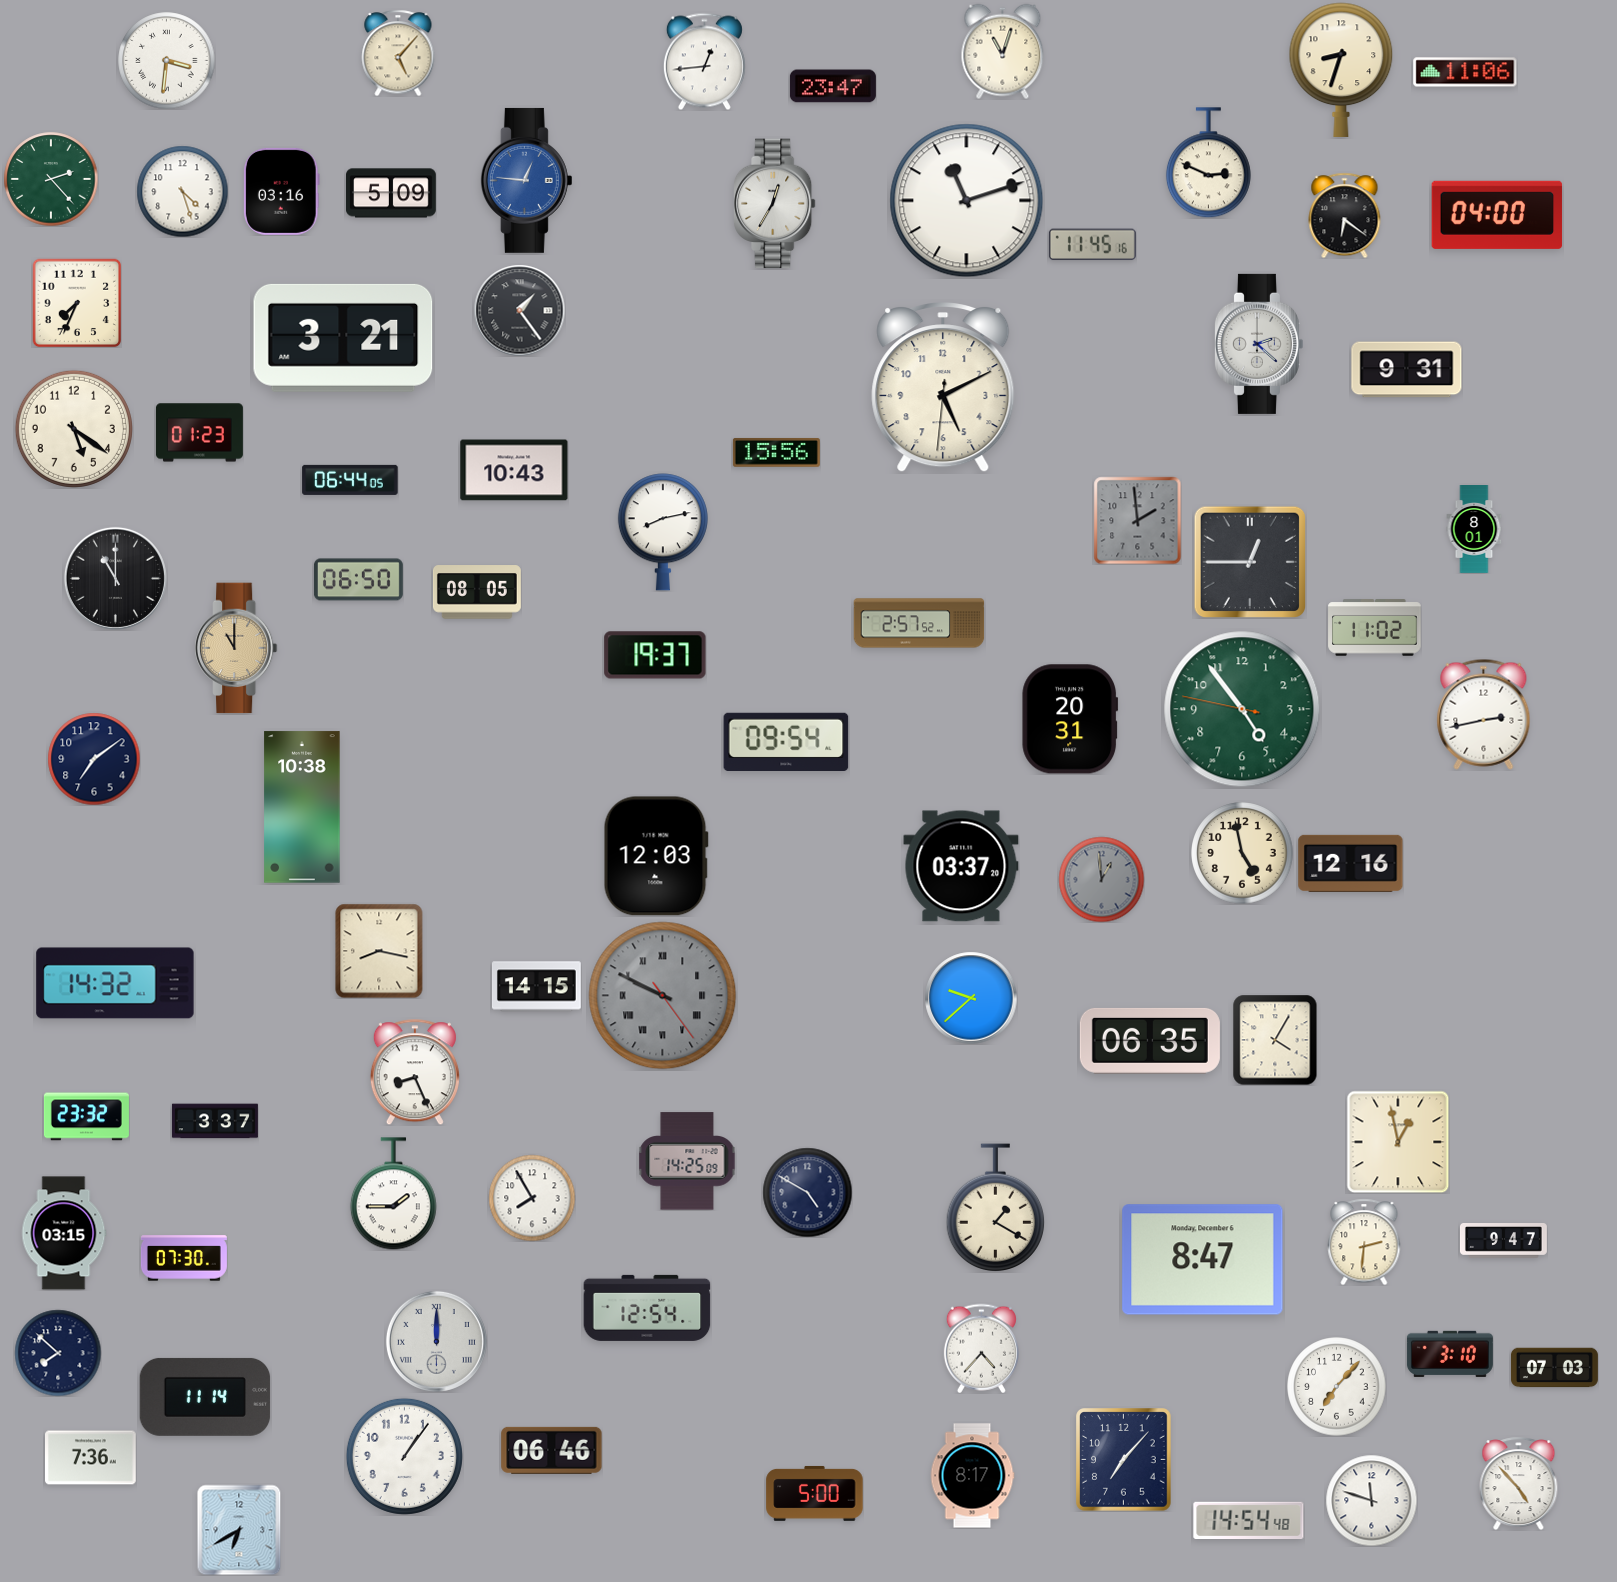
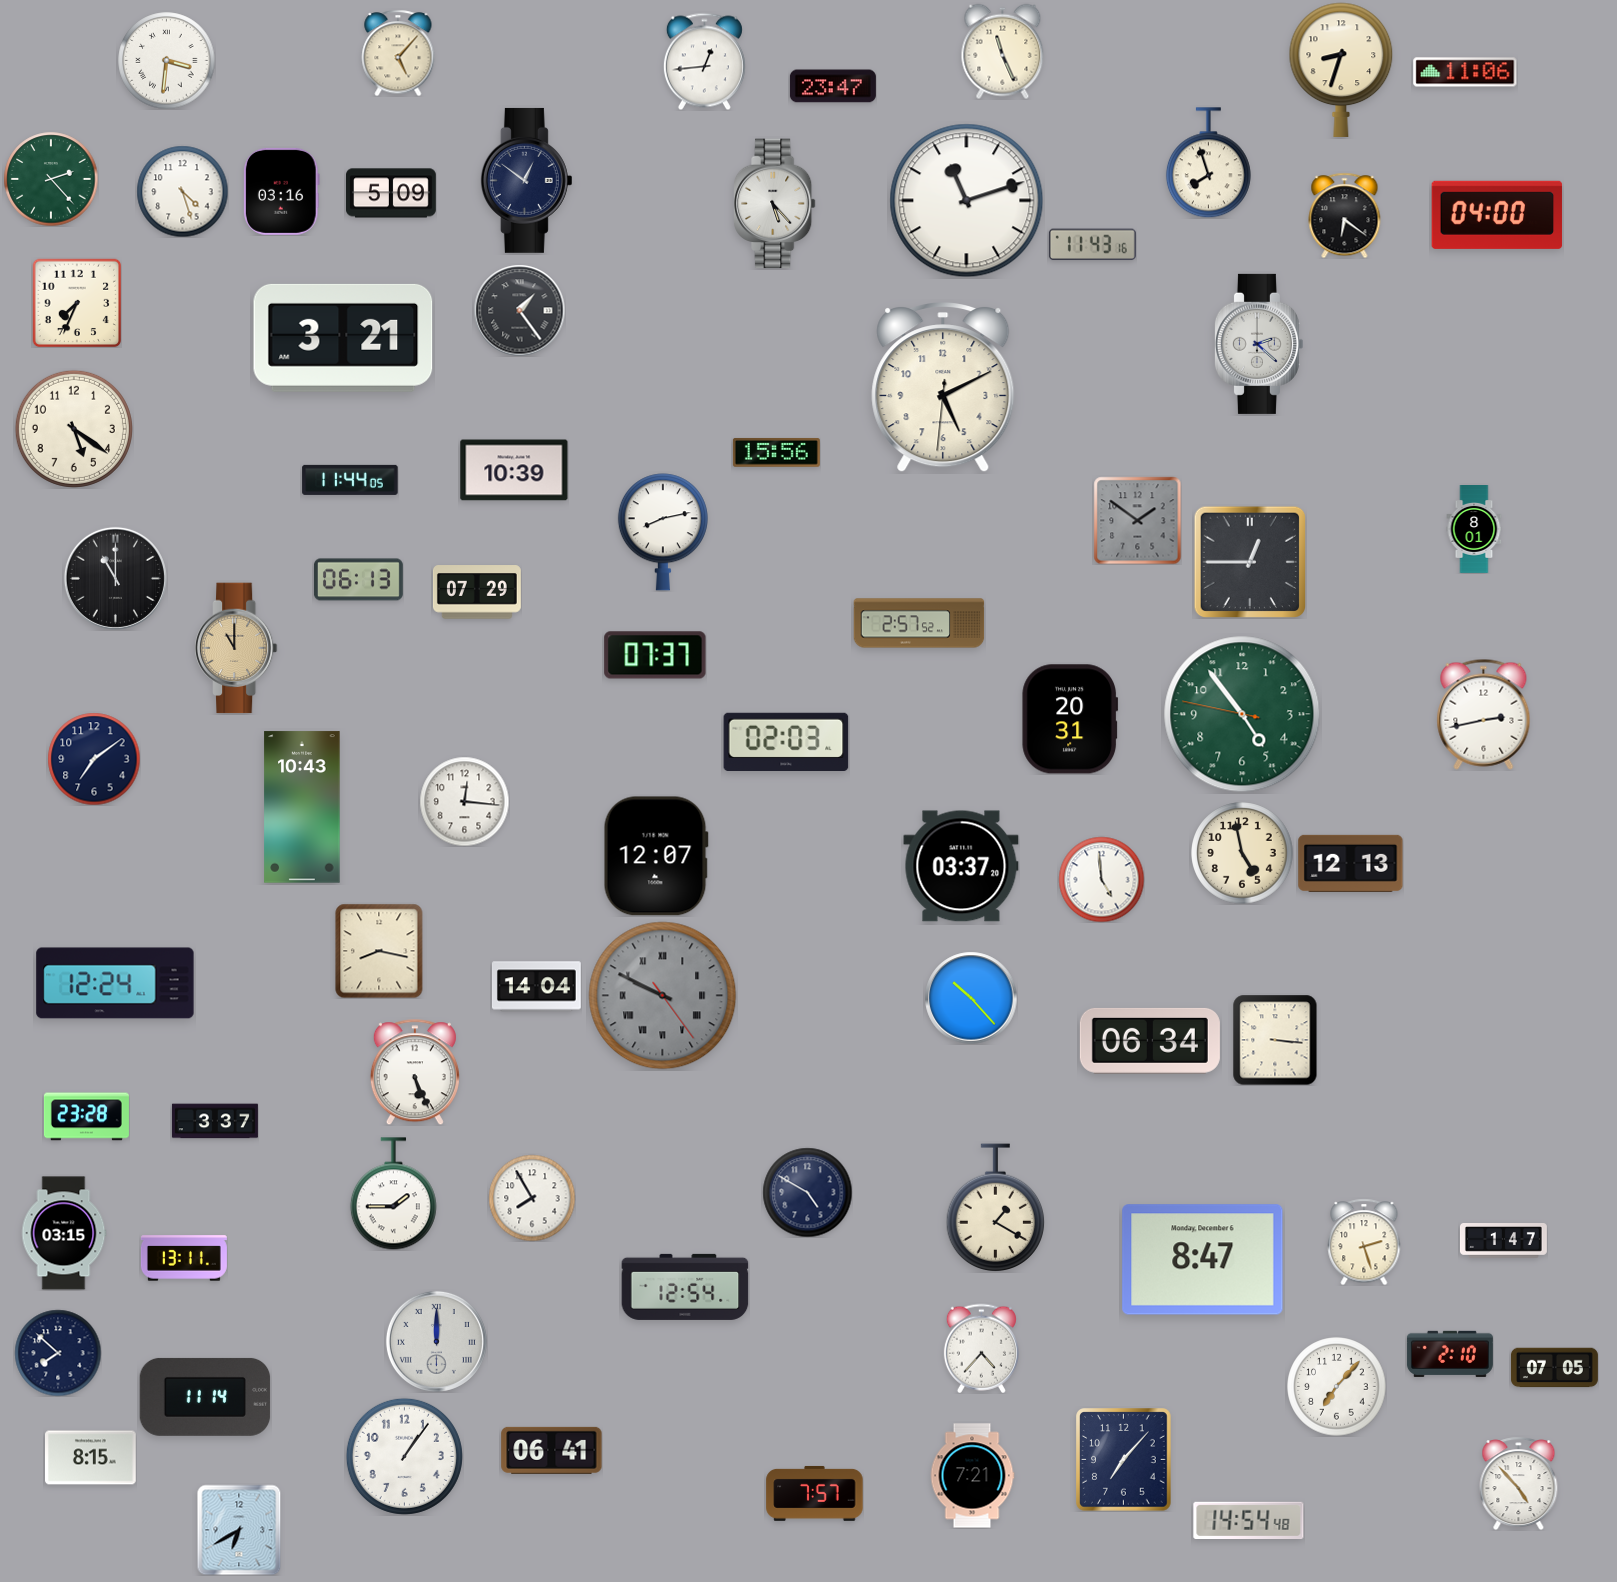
clock at (1003, 51): 11:03 -> 11:26
clock at (1208, 163): 2:49 -> 7:57
clock at (526, 180): 12:46 -> 12:51
clock at (526, 180) dial: blue -> navy
clock at (774, 204): 12:35 -> 5:23
clock at (1092, 245): 11:45 -> 11:43
clock at (1407, 370): 9:31 -> none
clock at (199, 433): 01:23 -> none
clock at (514, 470): 10:43 -> 10:39
clock at (350, 480): 06:44 -> 11:44
clock at (1137, 520): 1:59 -> 1:51
clock at (358, 580): 06:50 -> 06:13
clock at (477, 592): 08:05 -> 07:29
clock at (1375, 628): 11:02 -> none
clock at (655, 655): 19:37 -> 07:37
clock at (1242, 709) position: (1242, 709) -> (1242, 714)
clock at (786, 741): 09:54 -> 02:03
clock at (464, 801): none -> 12:16
clock at (302, 807): 10:38 -> 10:43
clock at (656, 856): 12:03 -> 12:07
clock at (1351, 863): 12:16 -> 12:13
clock at (1101, 879): 12:59 -> 4:59
clock at (1101, 879) dial: grey -> white
clock at (115, 983): 14:32 -> 12:24
clock at (536, 987): 14:15 -> 14:04
clock at (971, 998): 9:38 -> 10:23
clock at (1275, 1040): 4:05 -> 3:16
clock at (1150, 1041): 06:35 -> 06:34
clock at (415, 1072): 8:26 -> 5:26
clock at (86, 1117): 23:32 -> 23:28
clock at (1398, 1142): 12:58 -> none
clock at (687, 1161): 14:25 -> none
clock at (1503, 1241): 9:47 -> 1:47
clock at (1364, 1242): 2:31 -> 2:27
clock at (184, 1258): 07:30 -> 13:11
clock at (647, 1308) position: (647, 1308) -> (685, 1287)
clock at (1450, 1354): 3:10 -> 2:10
clock at (1554, 1368): 07:03 -> 07:05
clock at (552, 1450): 06:46 -> 06:41
clock at (91, 1458): 7:36 -> 8:15
clock at (972, 1476): 8:17 -> 7:21
clock at (815, 1494): 5:00 -> 7:57
clock at (1371, 1500): 11:48 -> none
